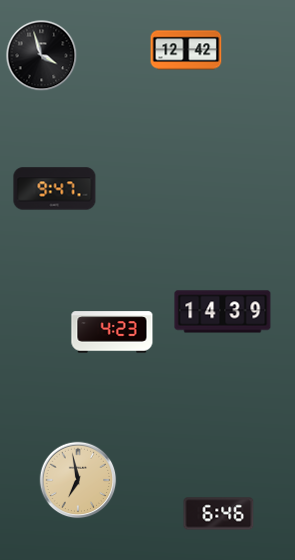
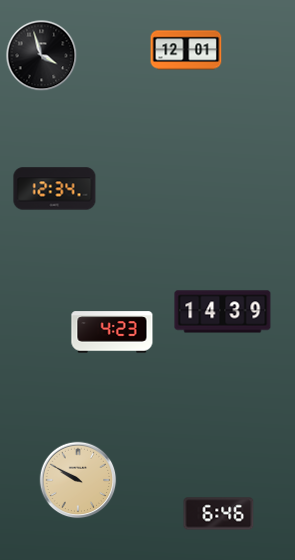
clock at (186, 50): 12:42 -> 12:01
clock at (55, 189): 9:47 -> 12:34
clock at (78, 480): 6:58 -> 9:50
